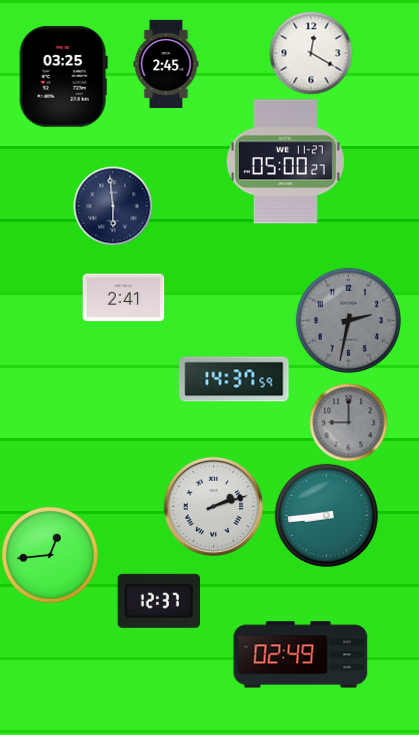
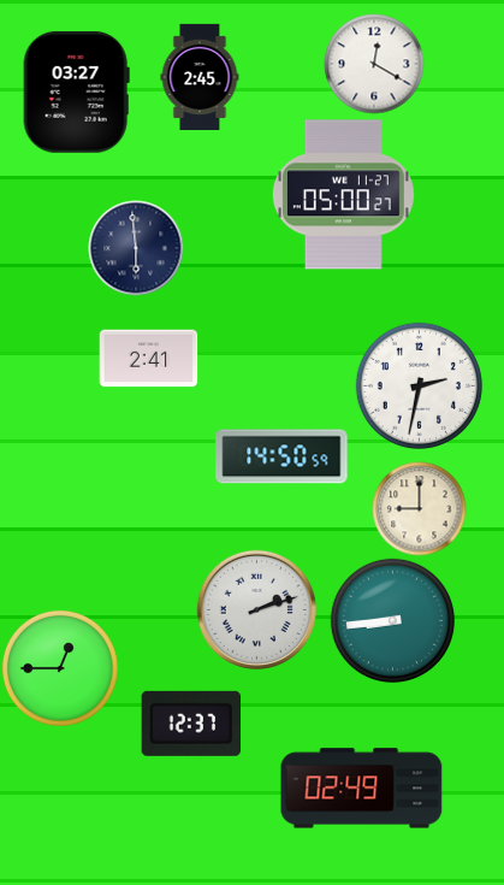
clock at (63, 76): 03:25 -> 03:27
clock at (348, 320) dial: grey -> white
clock at (234, 379): 14:37 -> 14:50
clock at (348, 422) dial: grey -> cream
clock at (50, 555): 12:44 -> 12:45
